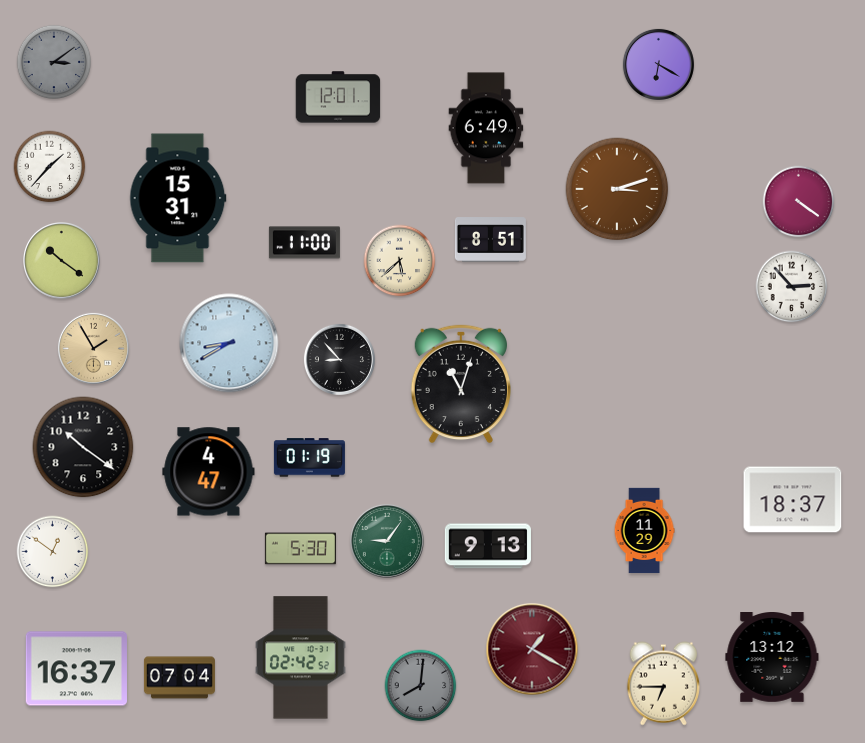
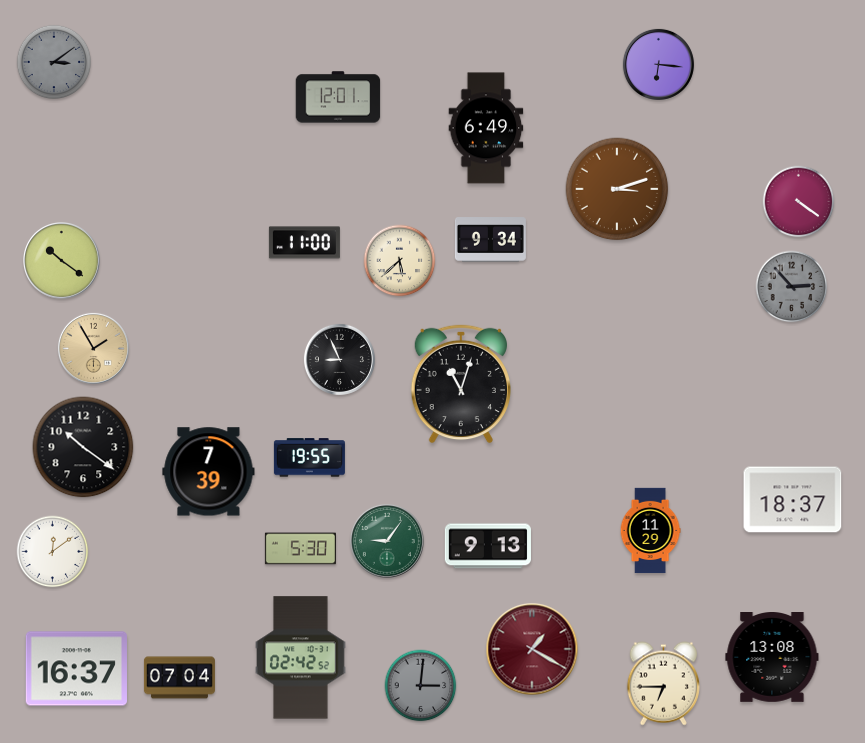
clock at (658, 64): 6:20 -> 6:16
clock at (50, 167): 1:37 -> none
clock at (178, 198): 15:31 -> none
clock at (490, 240): 8:51 -> 9:34
clock at (792, 287) dial: white -> grey
clock at (229, 343): 8:40 -> none
clock at (339, 359): 8:53 -> 8:56
clock at (309, 458): 01:19 -> 19:55
clock at (209, 472): 4:47 -> 7:39
clock at (644, 531) position: (644, 531) -> (650, 531)
clock at (53, 552): 12:51 -> 12:09
clock at (772, 658): 13:12 -> 13:08
clock at (421, 686): 8:01 -> 3:01
